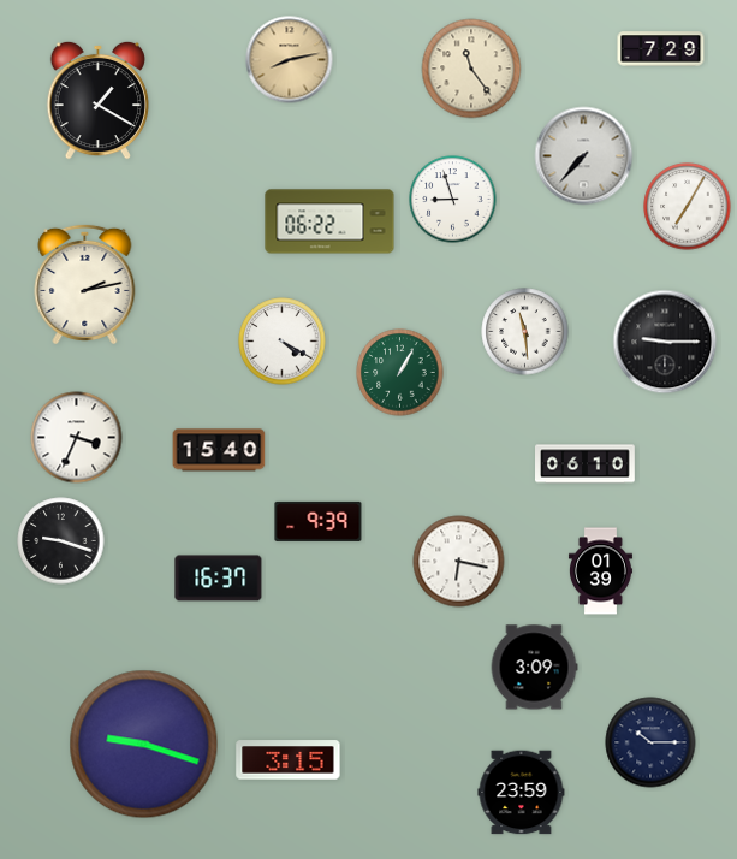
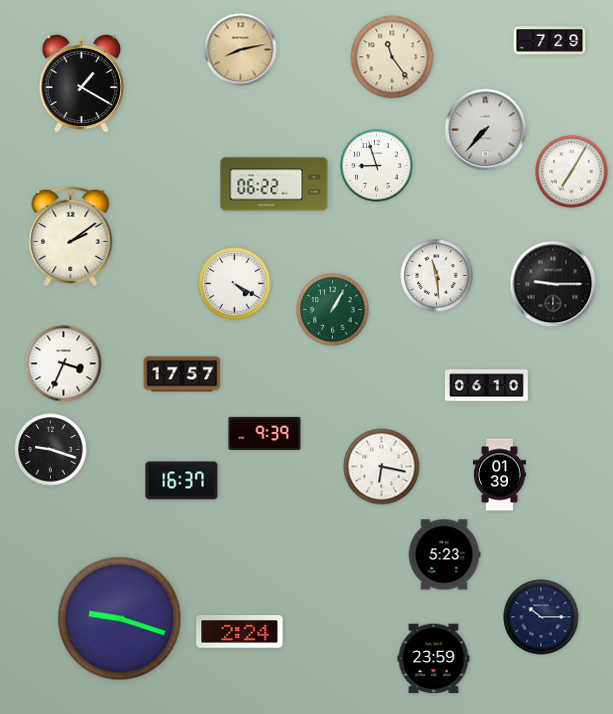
clock at (85, 284): 2:13 -> 2:09
clock at (219, 450): 15:40 -> 17:57
clock at (534, 668): 3:09 -> 5:23
clock at (289, 760): 3:15 -> 2:24
